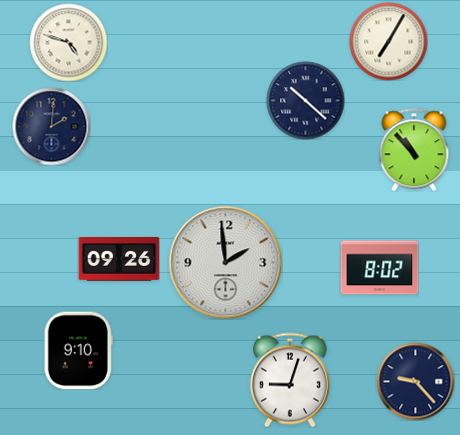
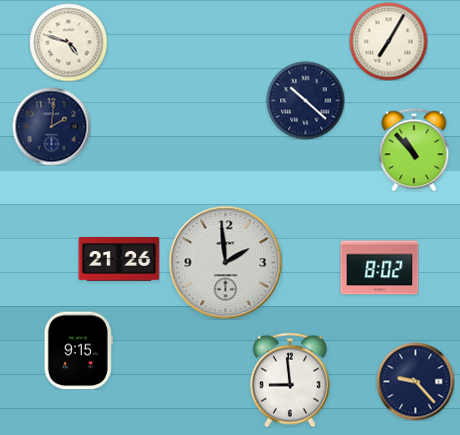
clock at (119, 260): 09:26 -> 21:26
clock at (78, 350): 9:10 -> 9:15
clock at (290, 380): 9:03 -> 8:59
